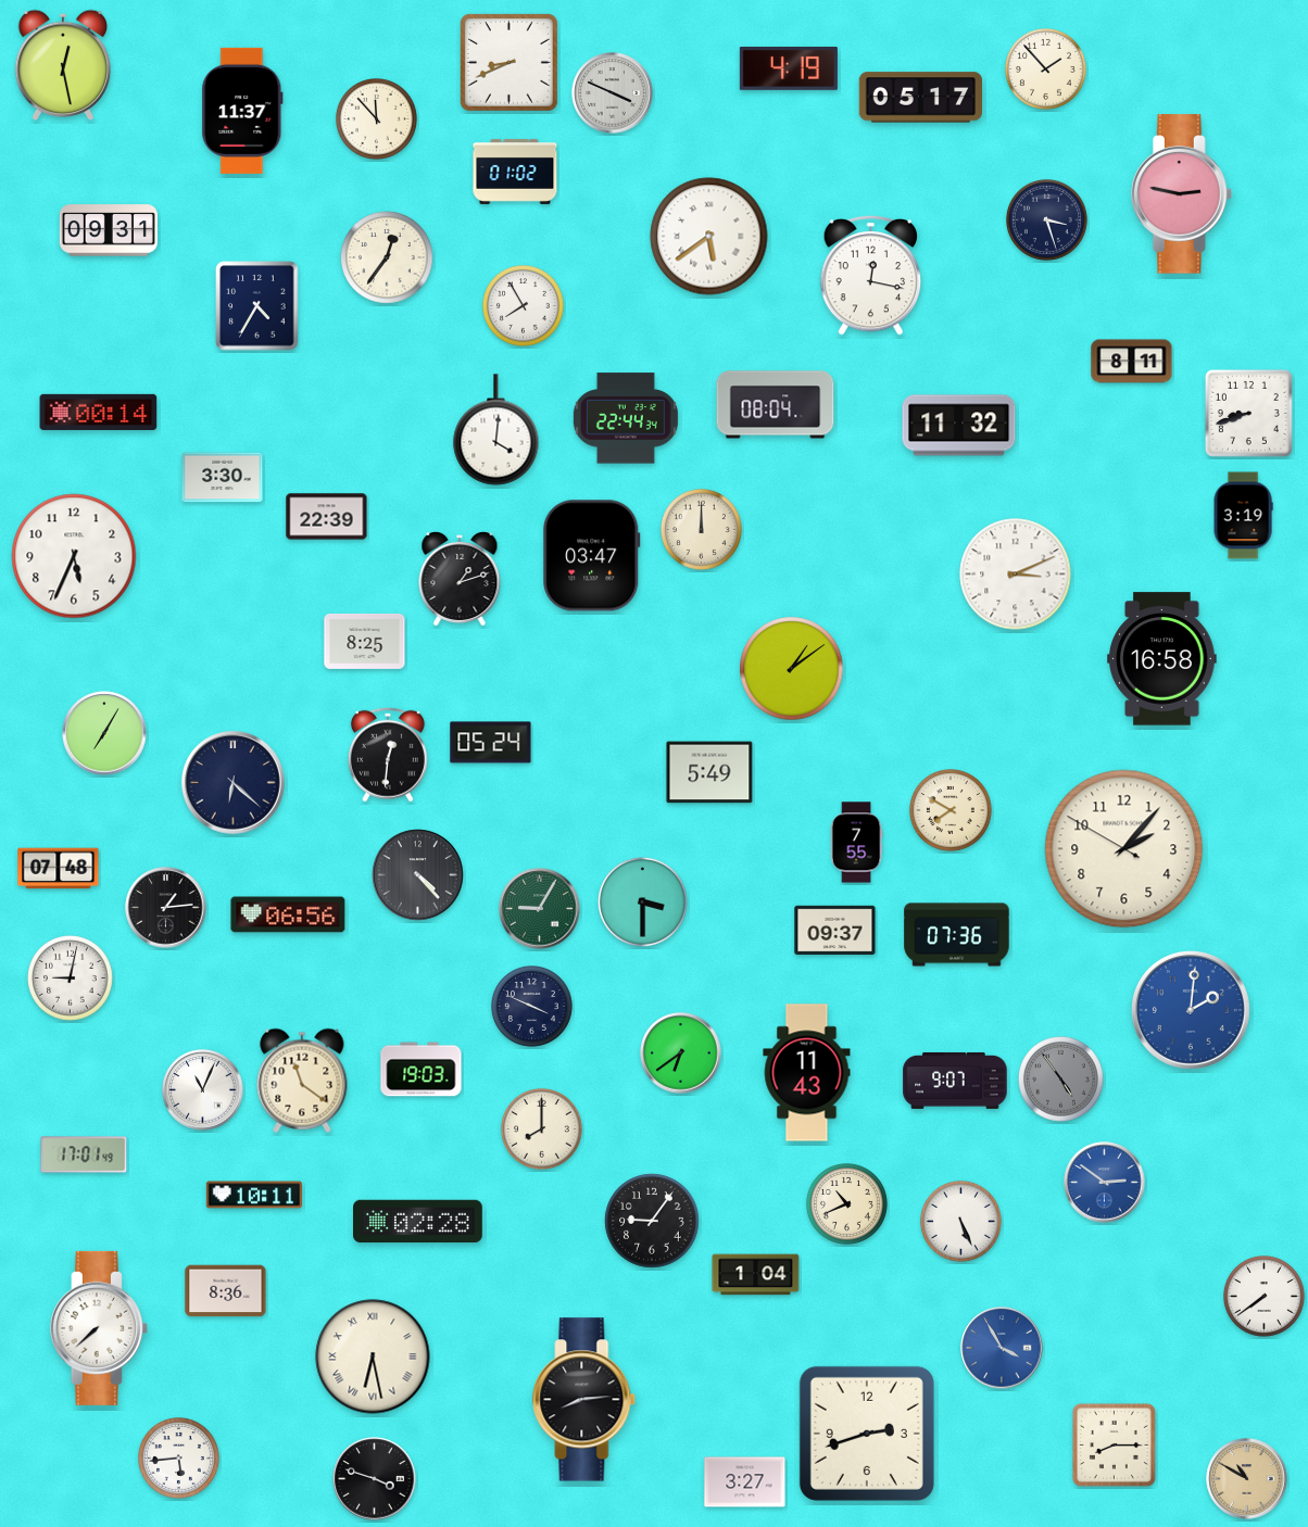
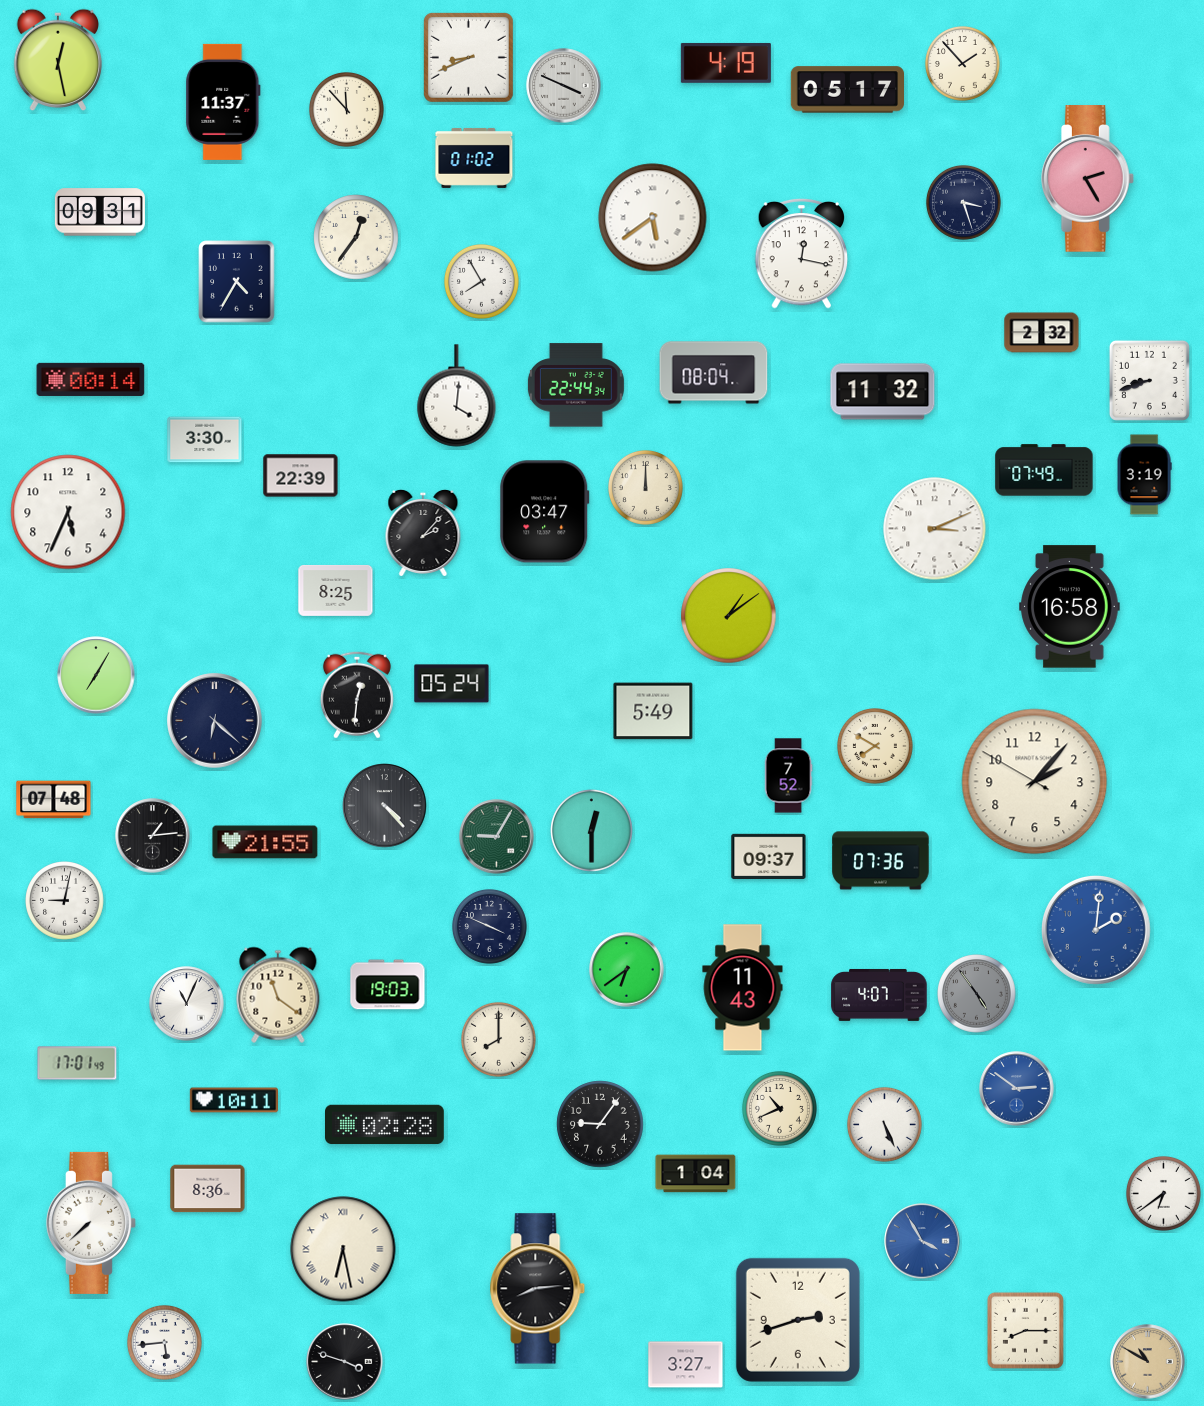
clock at (1181, 194): 2:47 -> 2:25
clock at (1132, 362): 8:11 -> 2:32
clock at (1044, 470): none -> 07:49
clock at (460, 579): 1:12 -> 2:07
clock at (856, 843): 7:55 -> 7:52
clock at (643, 903): 3:30 -> 12:30
clock at (288, 914): 06:56 -> 21:55
clock at (955, 1081): 9:07 -> 4:07
clock at (1265, 1297): 7:39 -> 6:39
